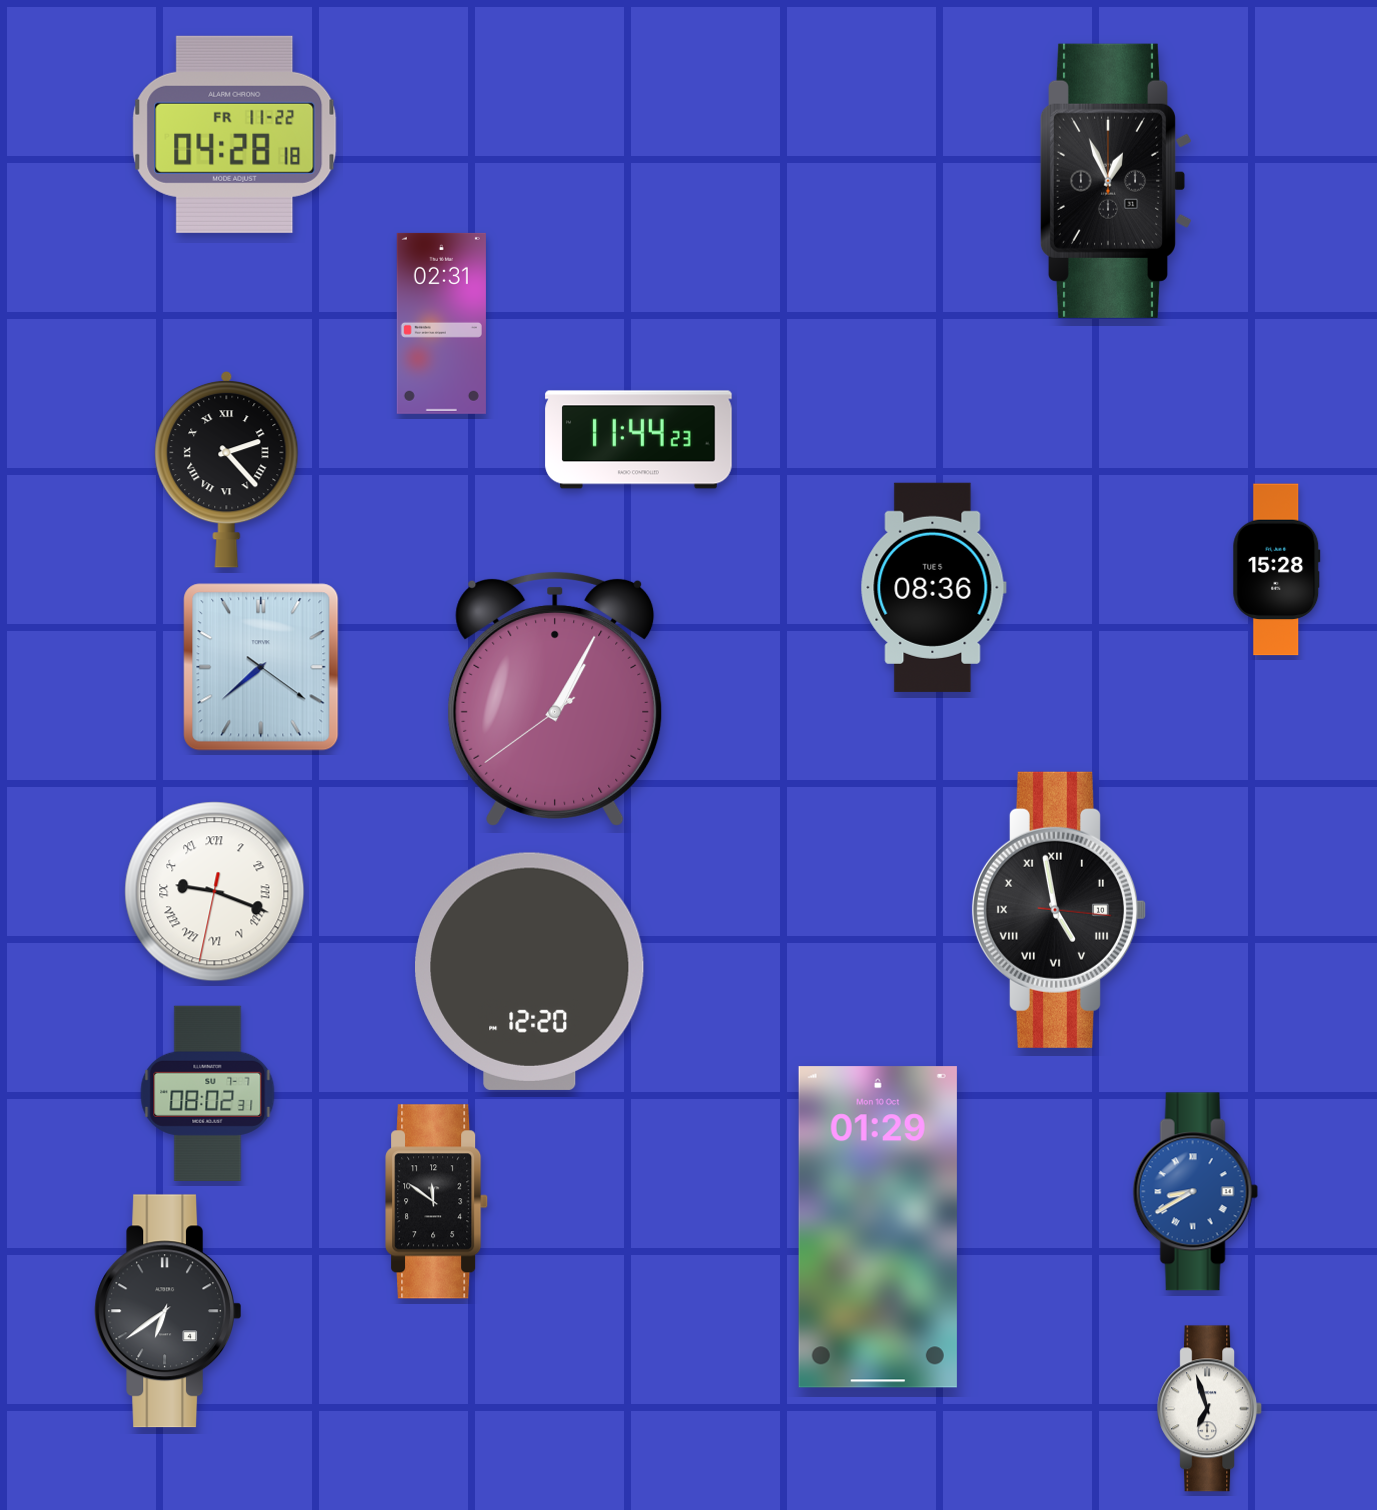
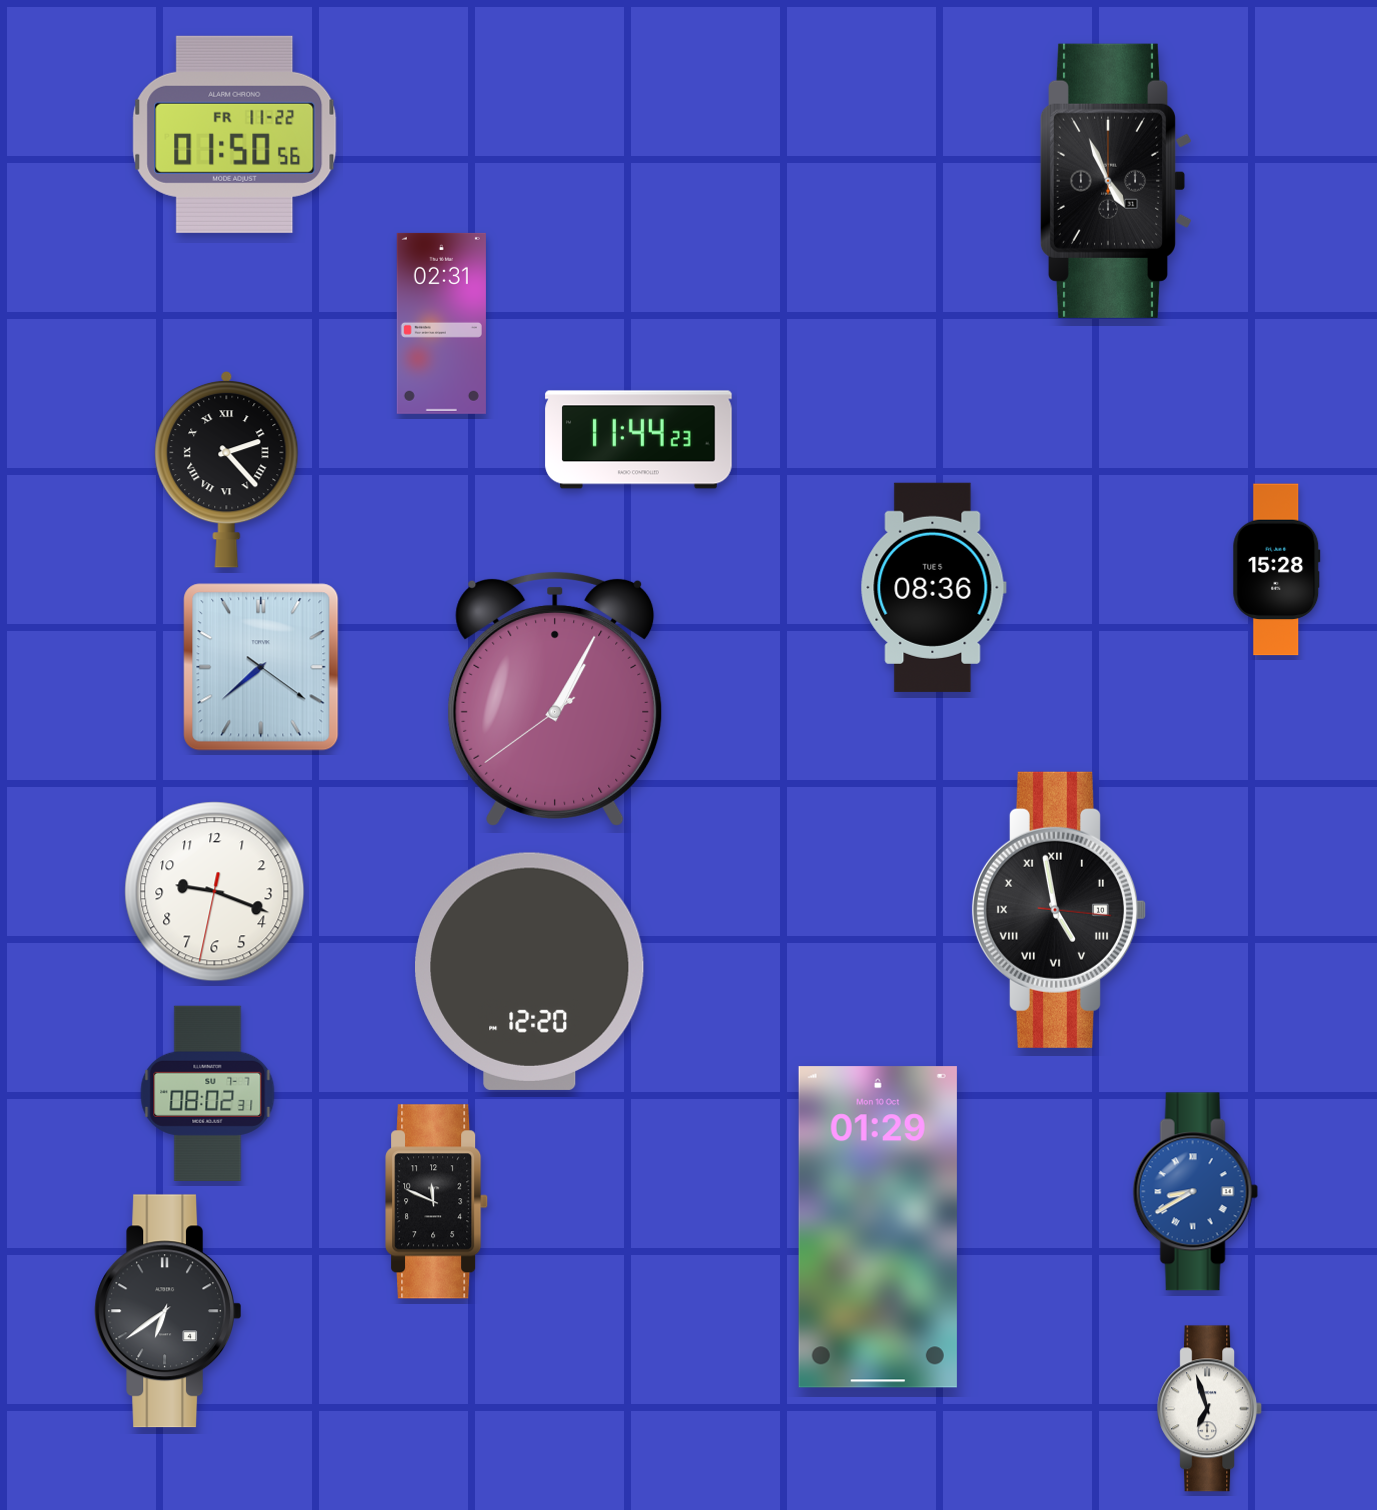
clock at (235, 134): 04:28 -> 01:50
clock at (1116, 181): 12:56 -> 4:56
clock at (215, 892) numerals: Roman -> Arabic
clock at (437, 1202): 11:51 -> 11:49
